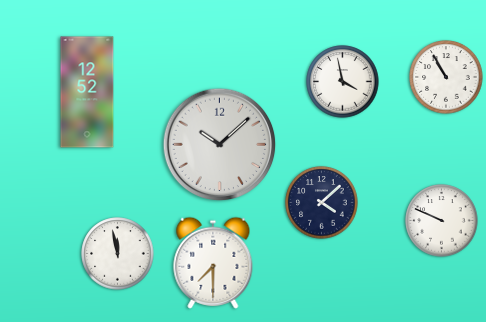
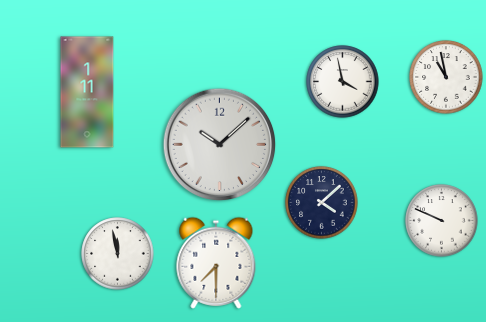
clock at (446, 77): 10:55 -> 10:58
clock at (87, 92): 12:52 -> 1:11
clock at (213, 263) position: (213, 263) -> (216, 263)
